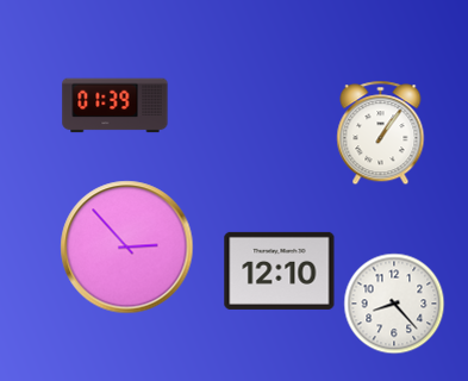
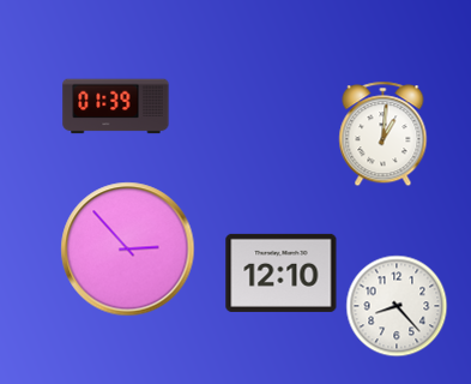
clock at (381, 133): 1:06 -> 1:01
